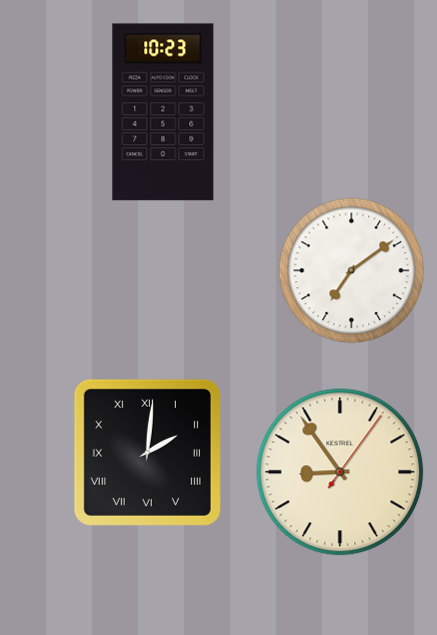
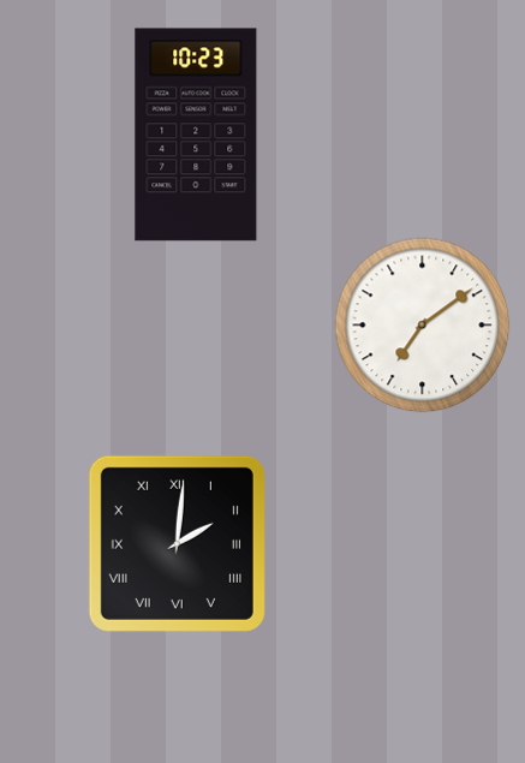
clock at (340, 472): 8:54 -> none
